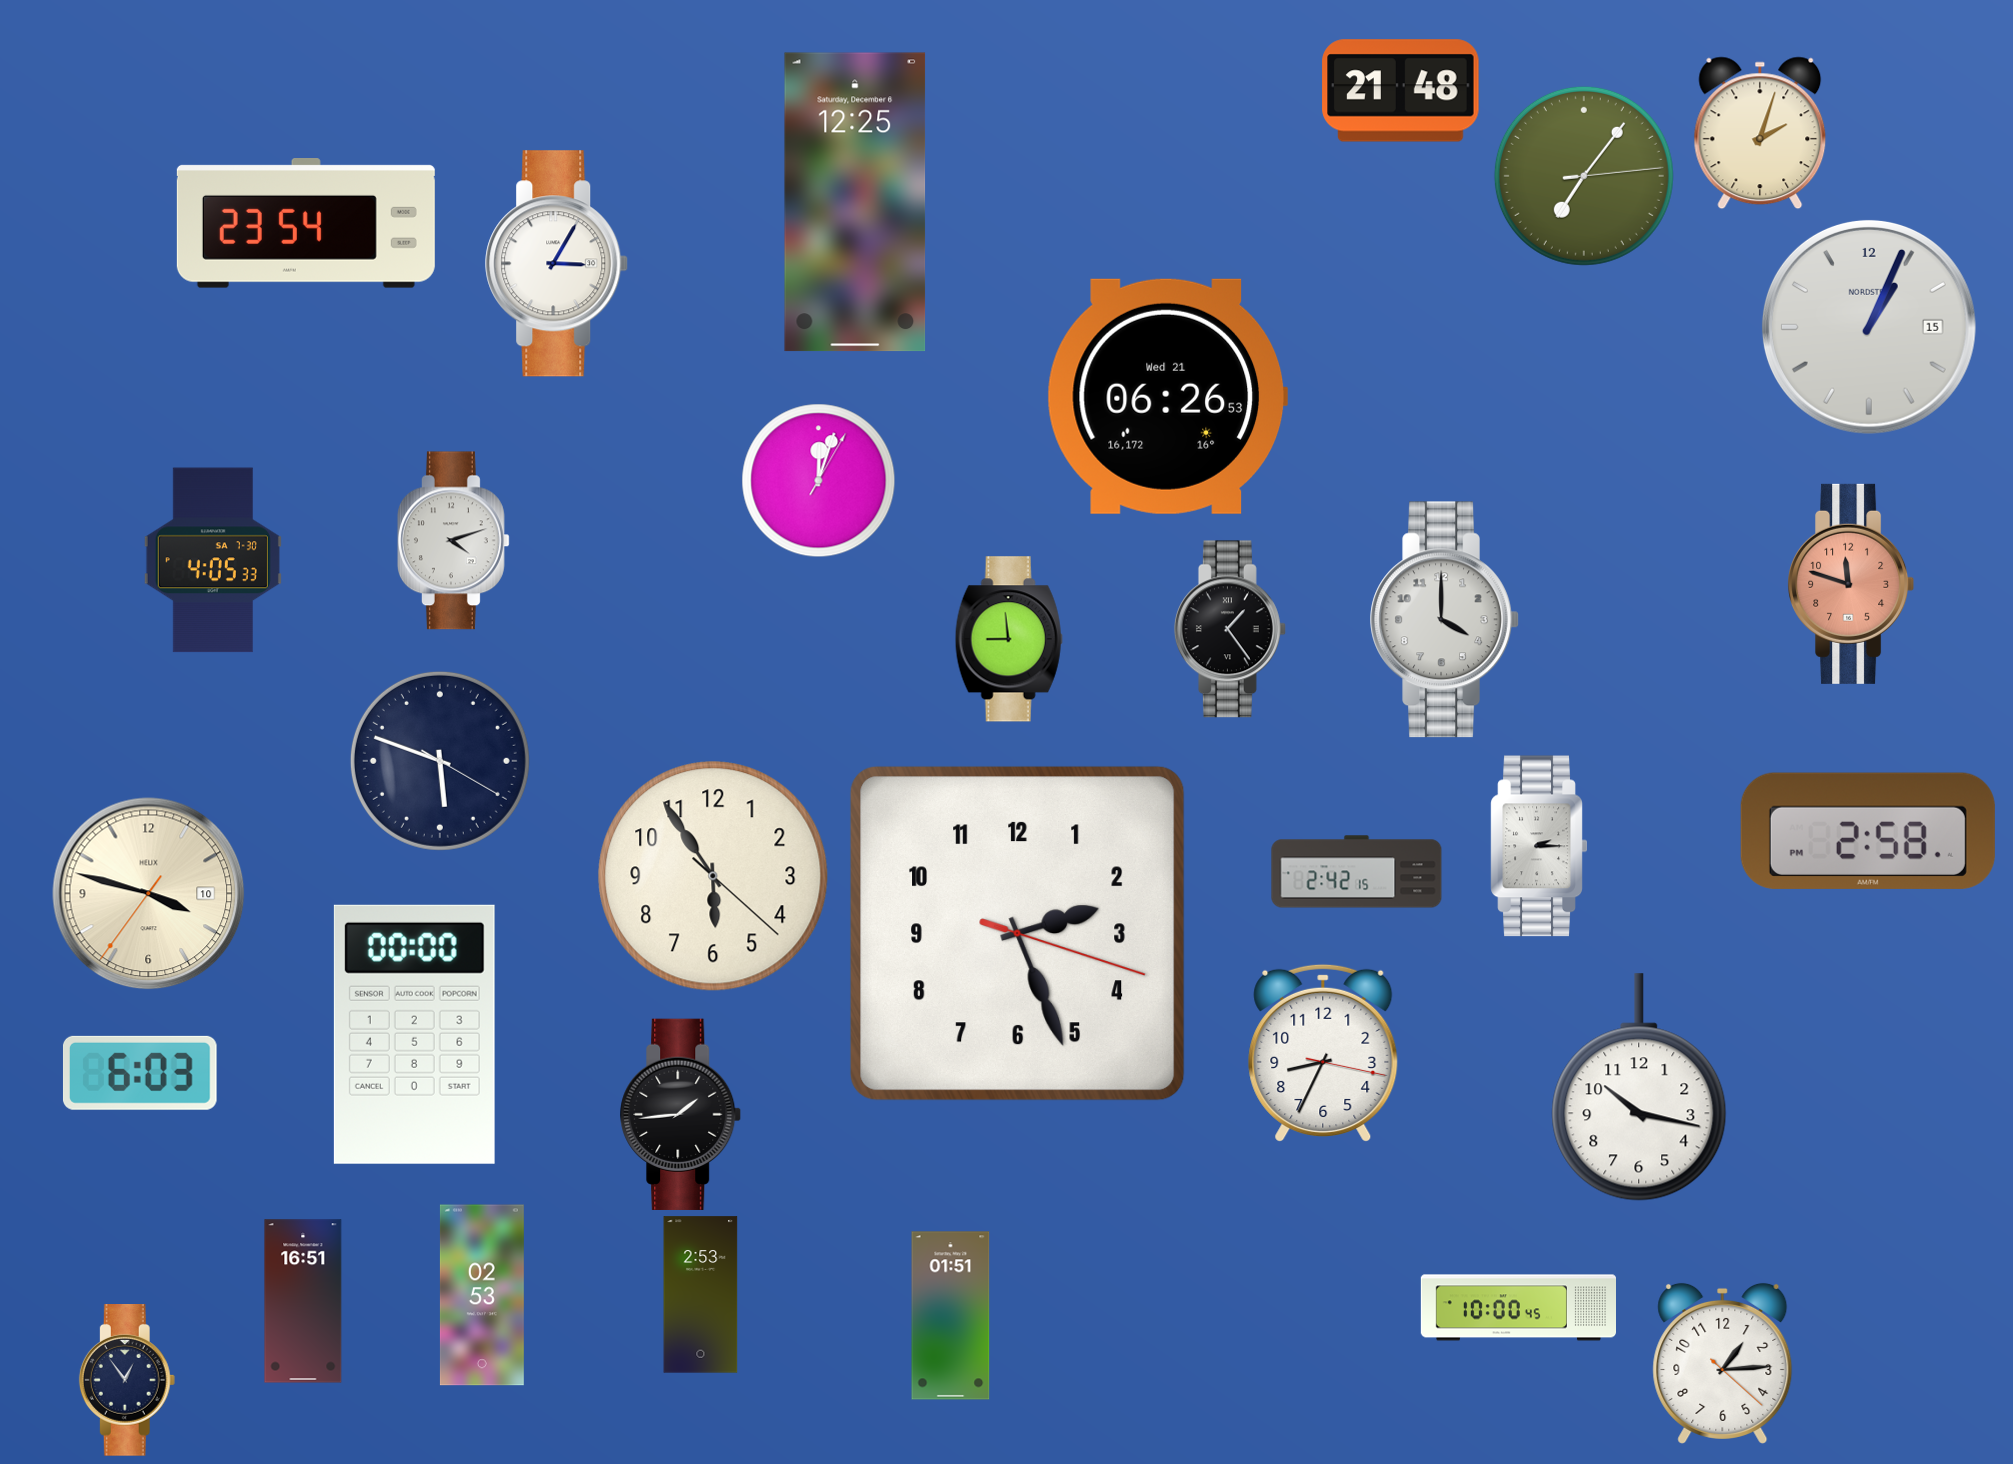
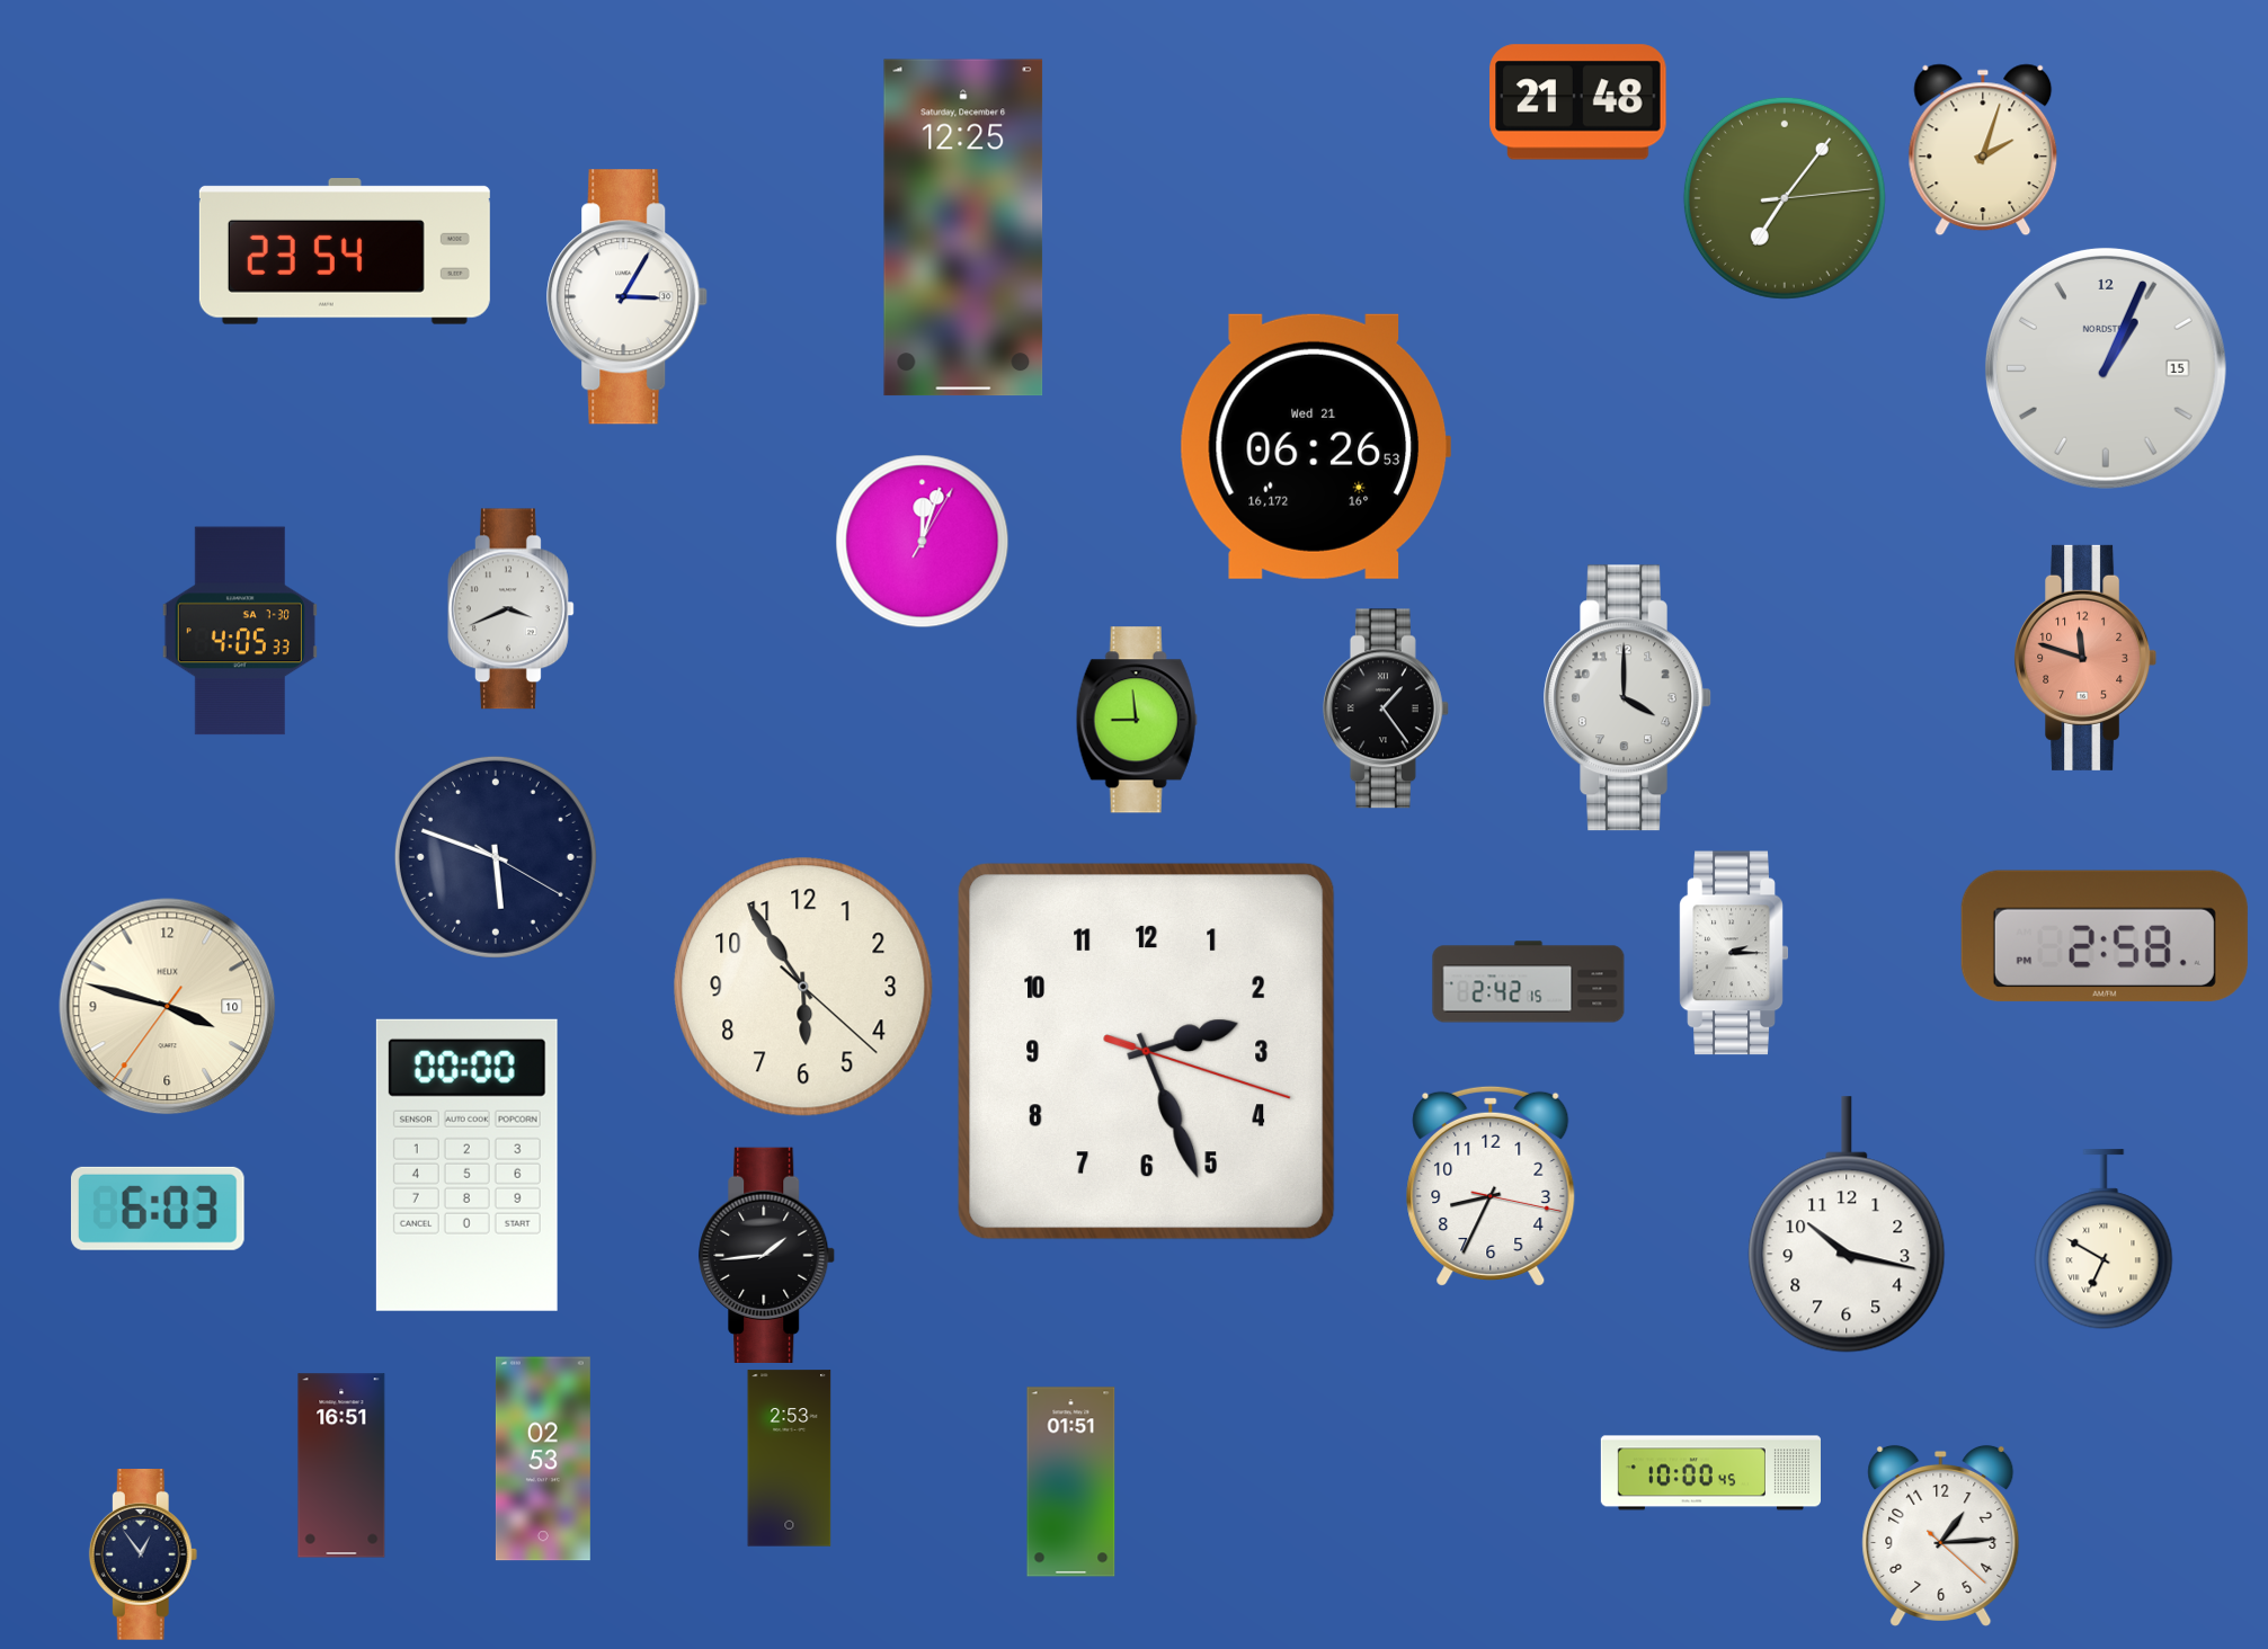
clock at (453, 541): 4:12 -> 3:41
clock at (2104, 1240): none -> 6:50
